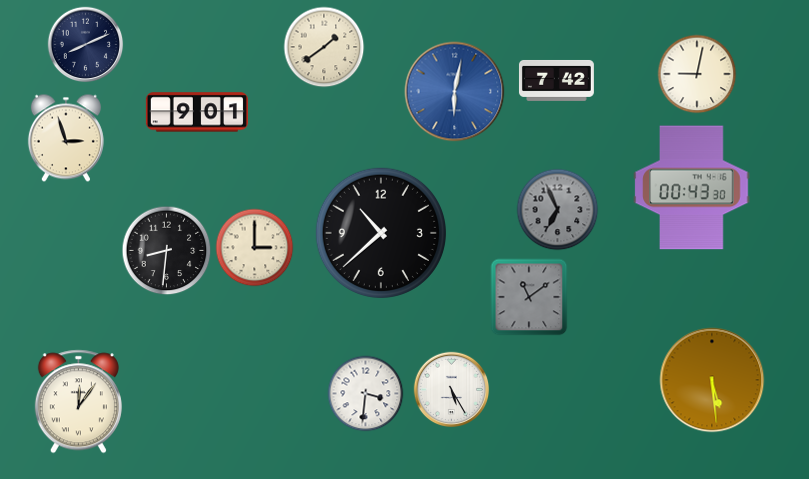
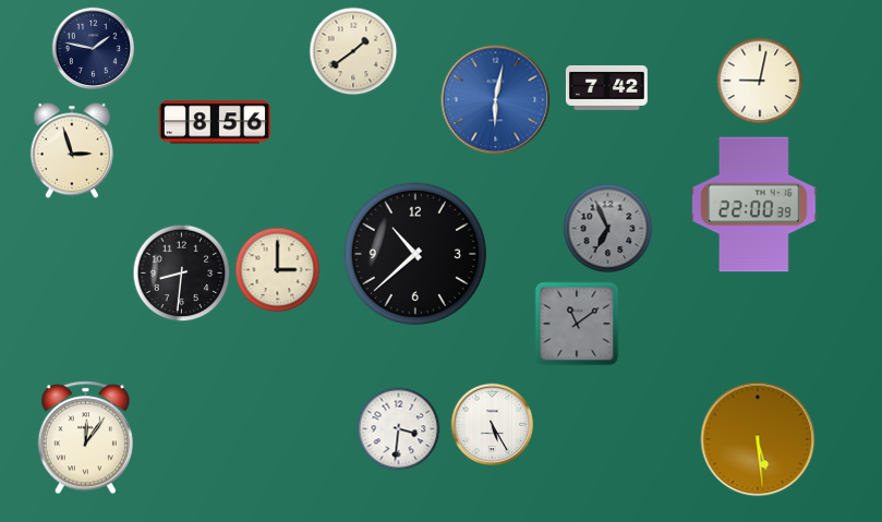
clock at (86, 45): 8:11 -> 1:47
clock at (197, 112): 9:01 -> 8:56
clock at (692, 188): 00:43 -> 22:00
clock at (712, 380) position: (712, 380) -> (758, 439)
